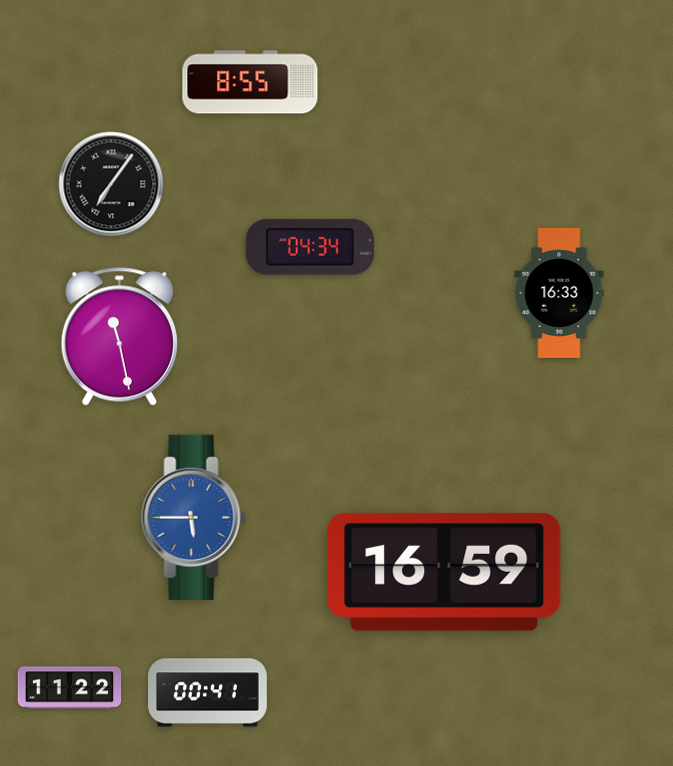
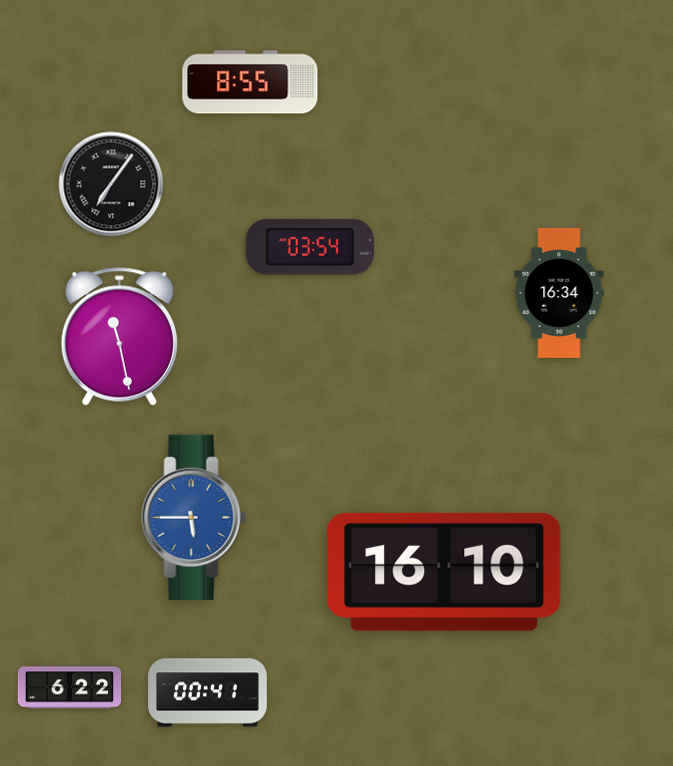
clock at (310, 247): 04:34 -> 03:54
clock at (559, 293): 16:33 -> 16:34
clock at (444, 572): 16:59 -> 16:10
clock at (70, 688): 11:22 -> 6:22
